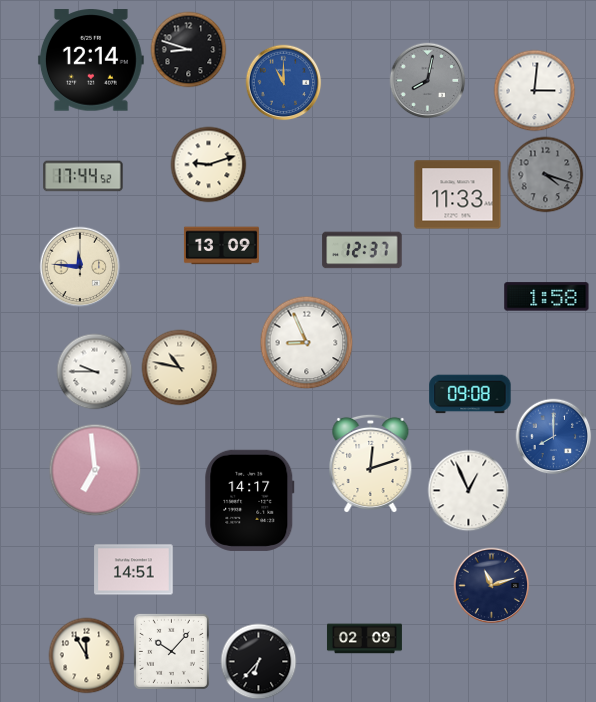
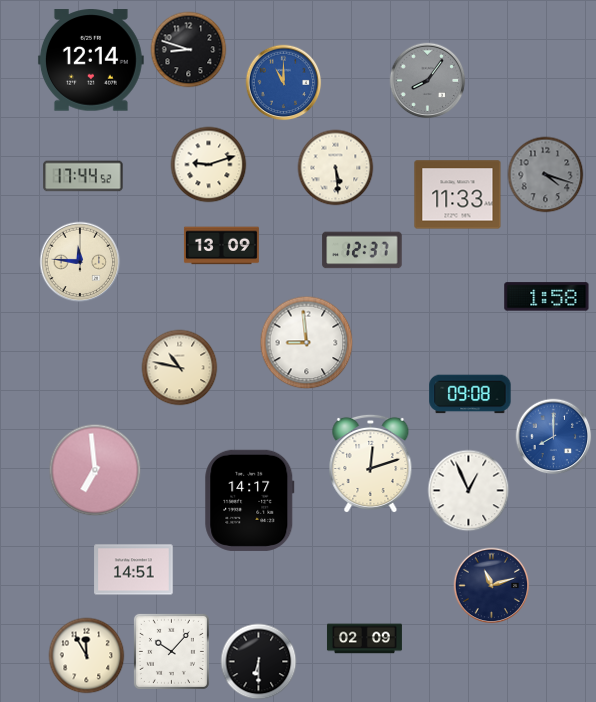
clock at (428, 81): 8:02 -> 8:06
clock at (535, 91): 3:01 -> none
clock at (336, 168): none -> 5:29
clock at (80, 267) position: (80, 267) -> (80, 262)
clock at (307, 343): 8:56 -> 8:59
clock at (95, 372): 9:45 -> none
clock at (259, 662): 6:37 -> 6:30
